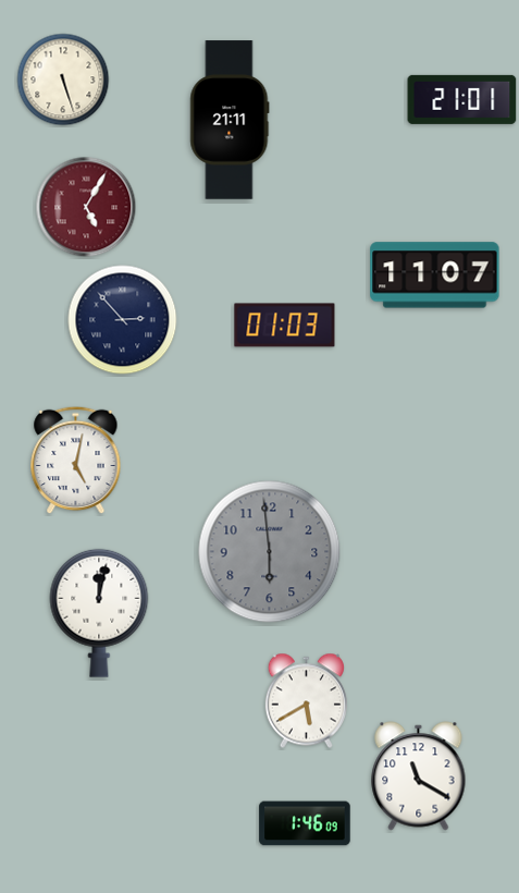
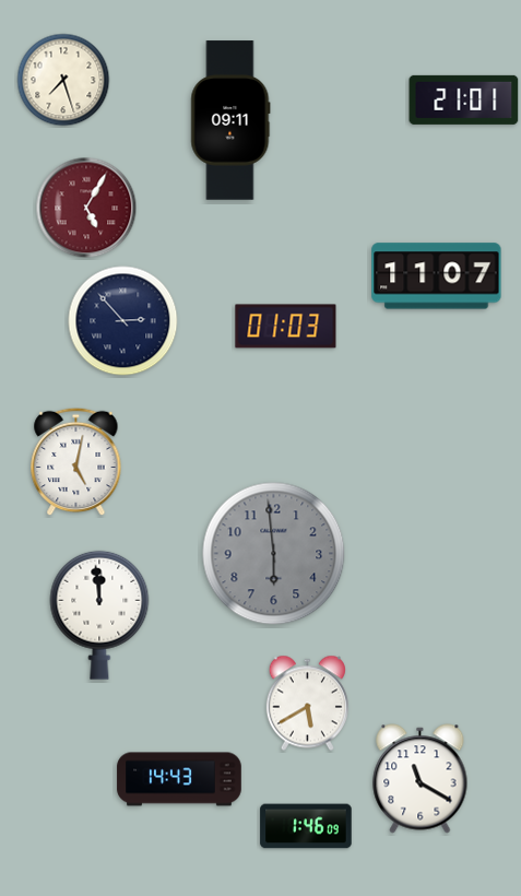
clock at (63, 79): 5:27 -> 7:27
clock at (230, 120): 21:11 -> 09:11
clock at (270, 552) position: (270, 552) -> (274, 554)
clock at (99, 613): 12:02 -> 11:59
clock at (179, 779): none -> 14:43
